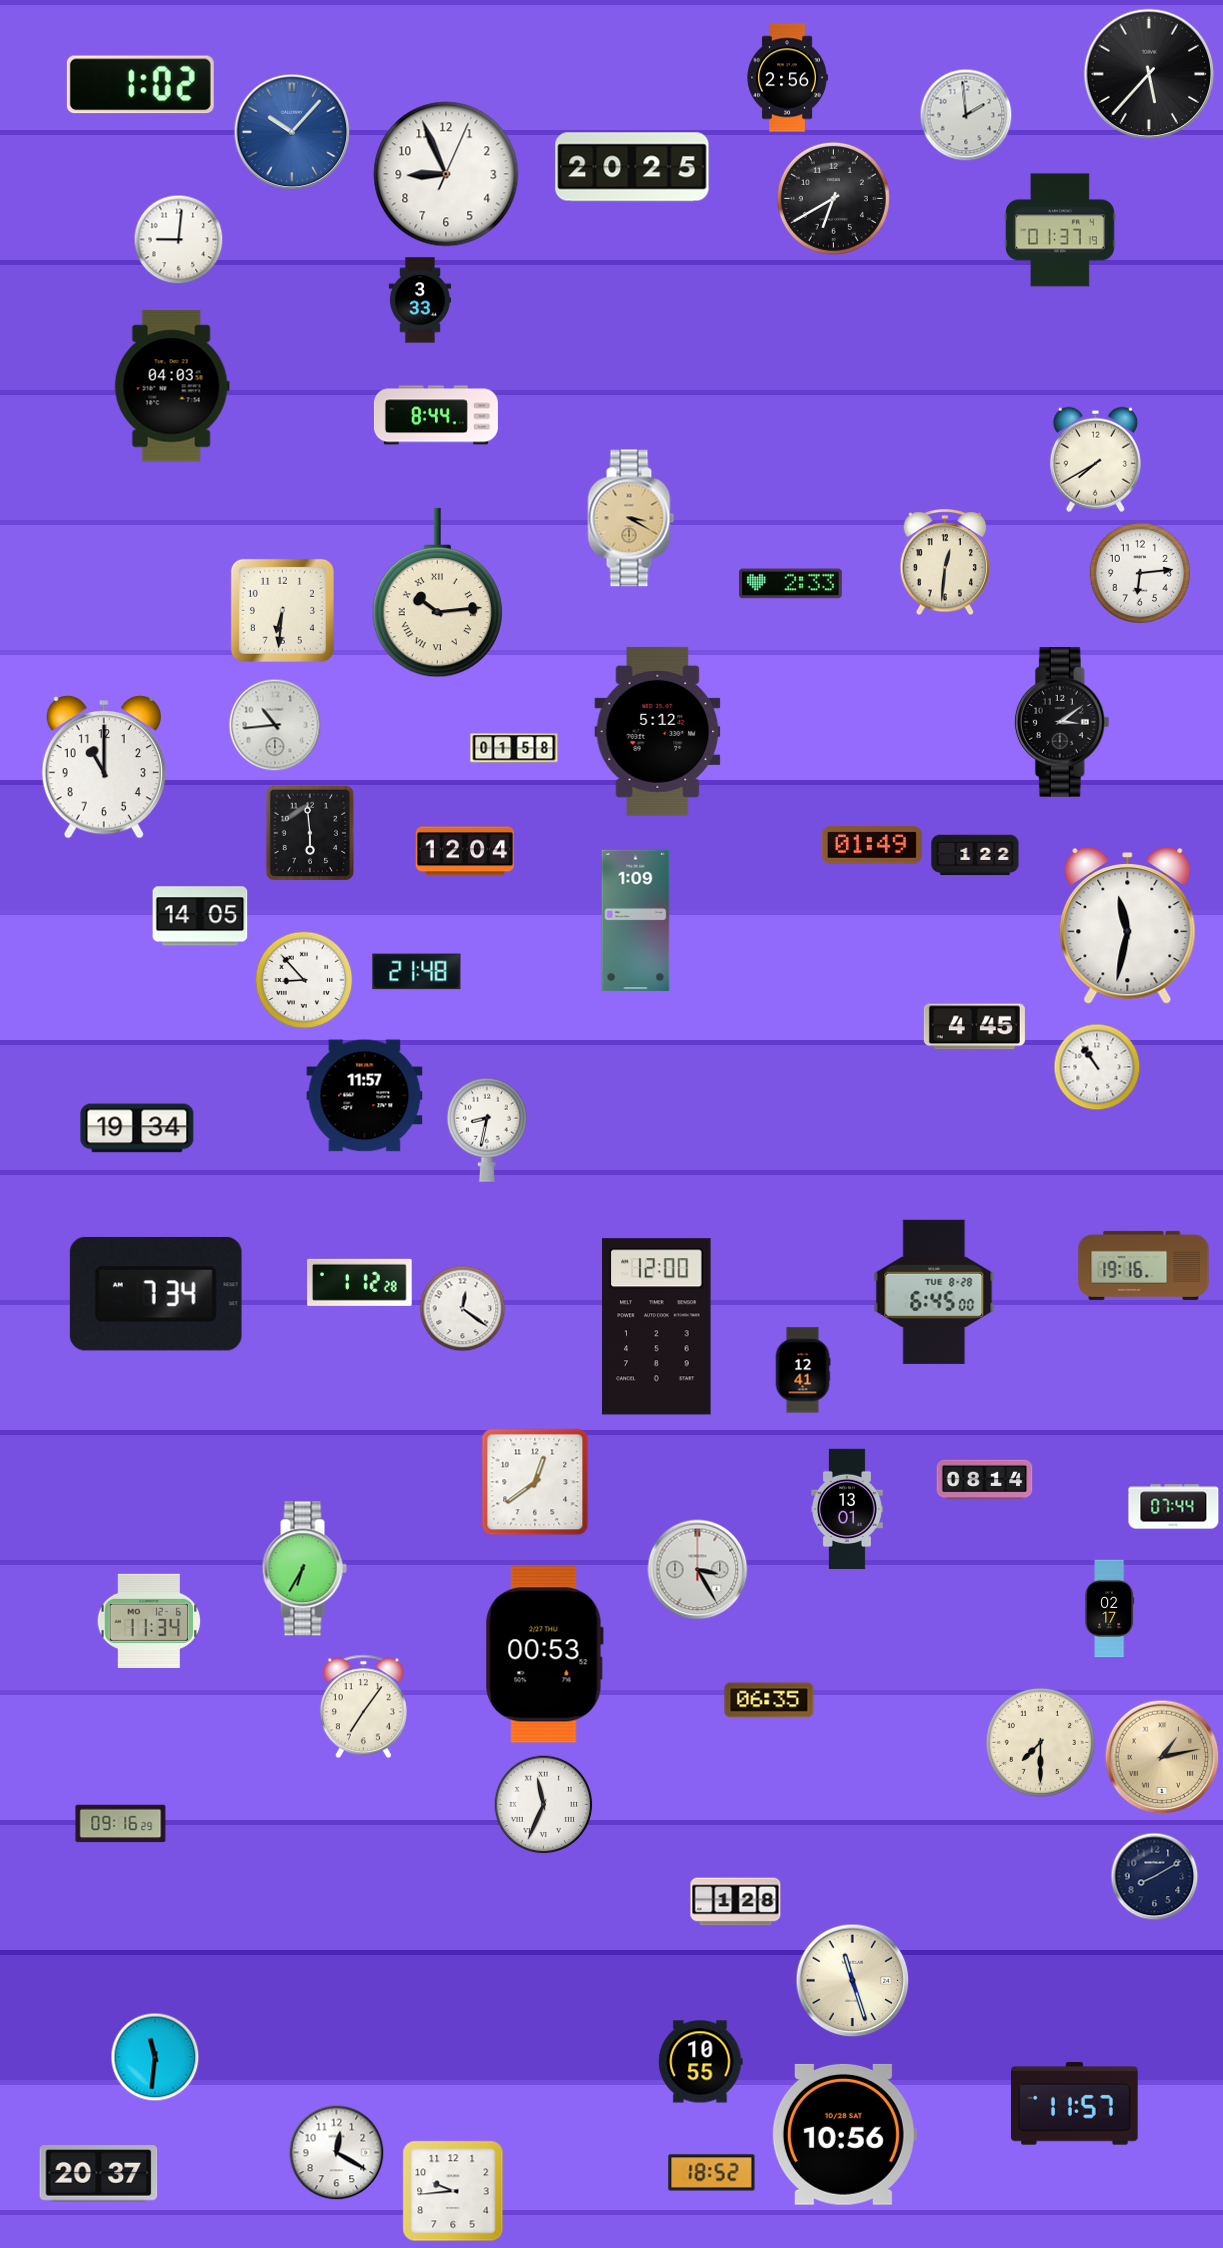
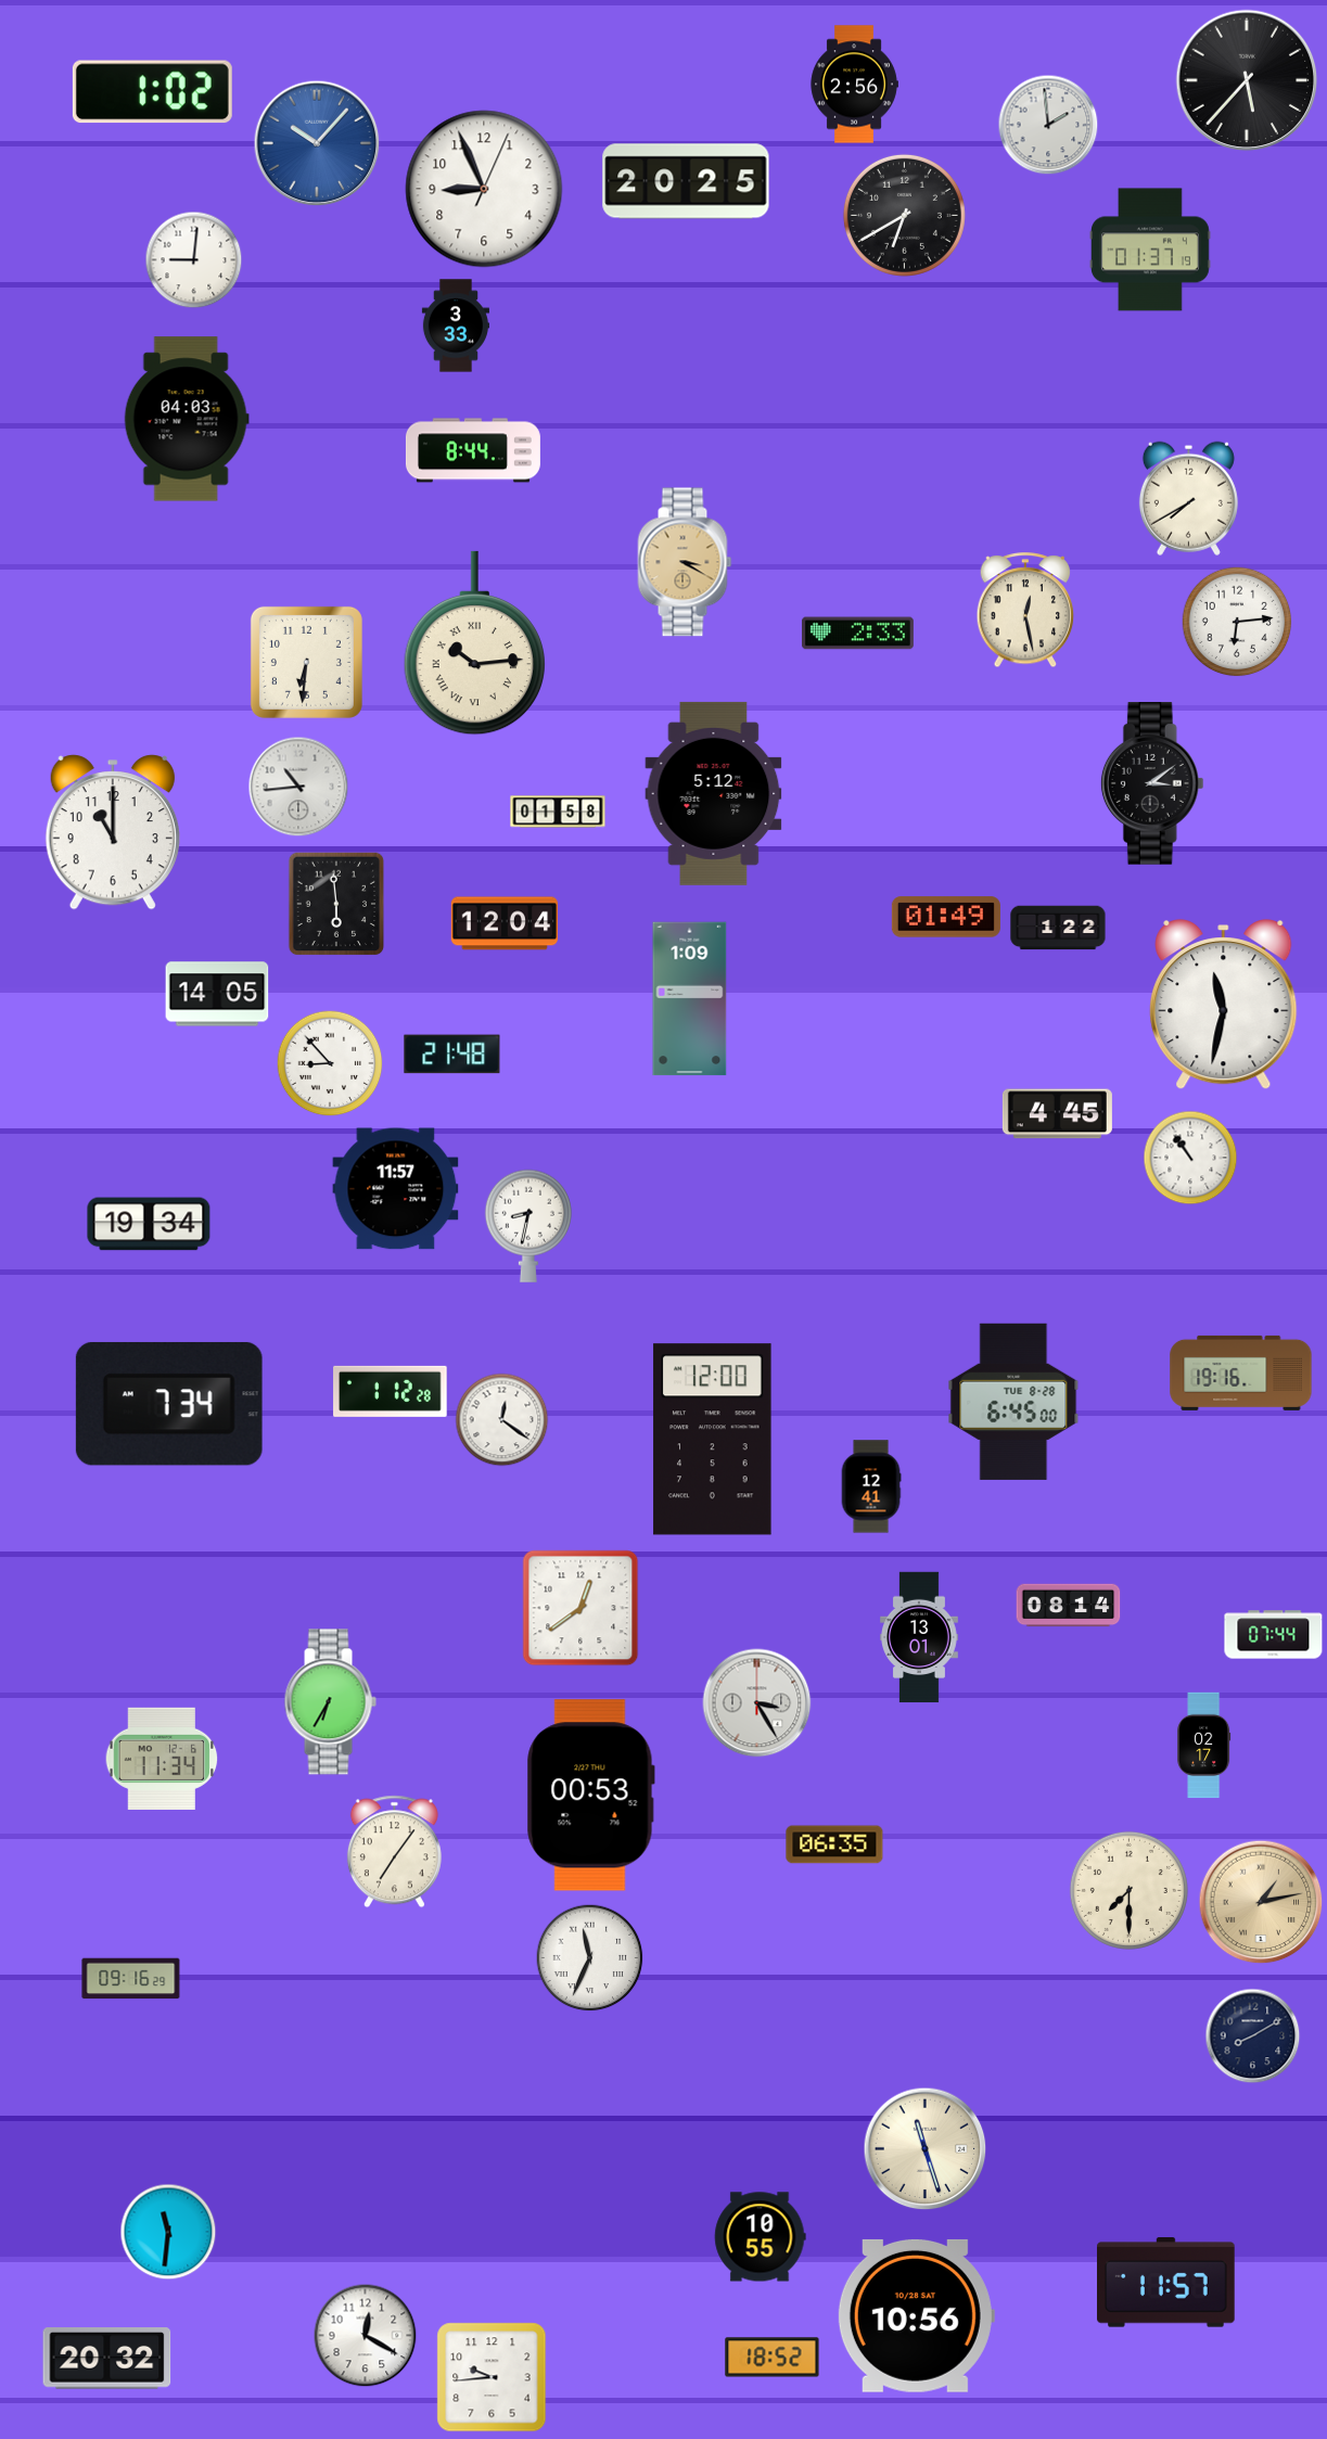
clock at (945, 563): 12:31 -> 12:28
clock at (1162, 1757) position: (1162, 1757) -> (1261, 1902)
clock at (736, 1902): 1:28 -> none
clock at (99, 2174): 20:37 -> 20:32
